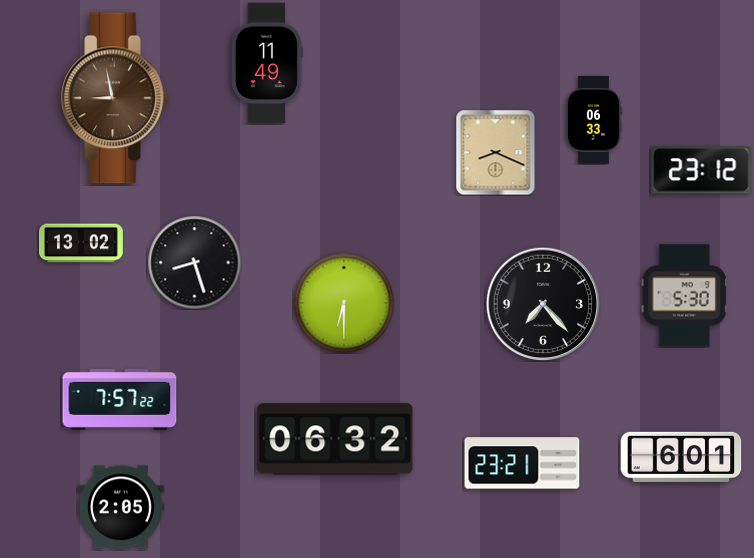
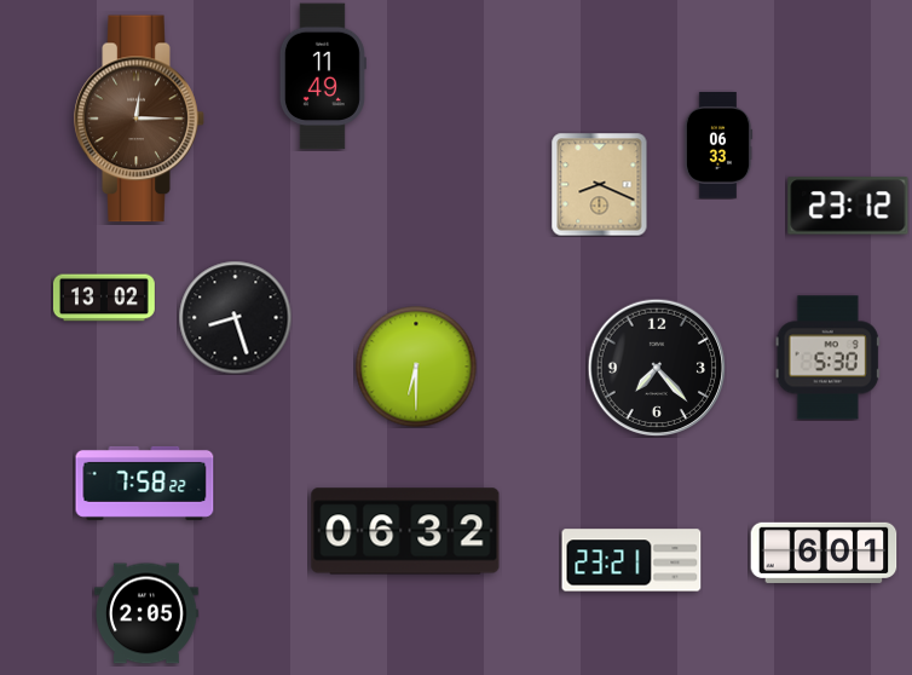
clock at (115, 98): 8:58 -> 12:15
clock at (81, 243) position: (81, 243) -> (104, 298)
clock at (120, 399): 7:57 -> 7:58
